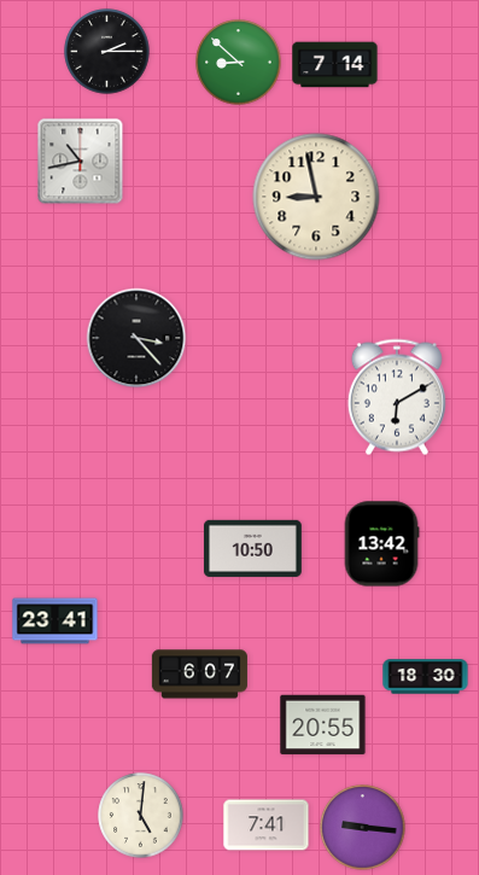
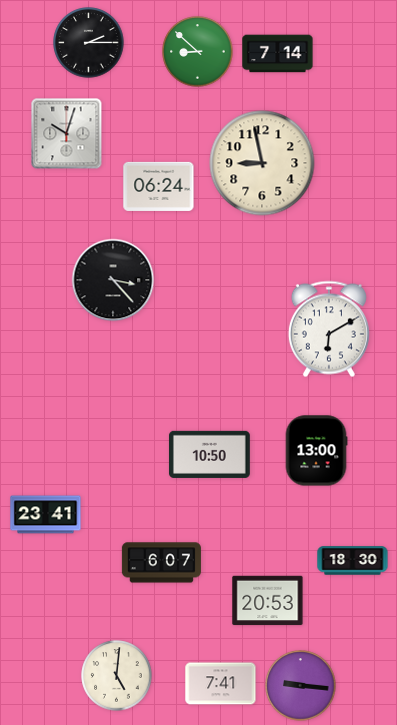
clock at (81, 162): 10:43 -> 10:03
clock at (159, 186): none -> 06:24
clock at (381, 544): 13:42 -> 13:00
clock at (199, 675) position: (199, 675) -> (161, 563)
clock at (323, 725): 20:55 -> 20:53
